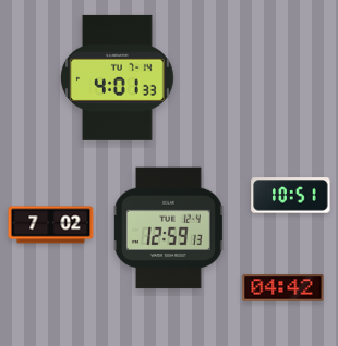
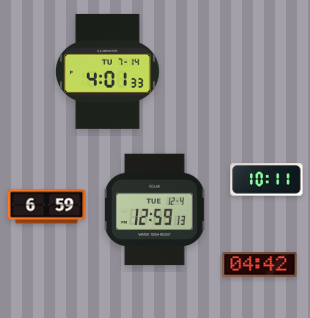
clock at (291, 196): 10:51 -> 10:11
clock at (51, 225): 7:02 -> 6:59
